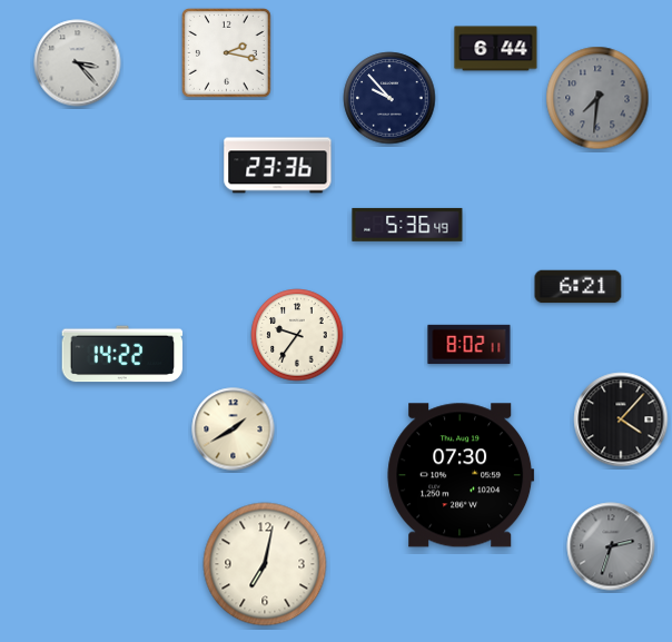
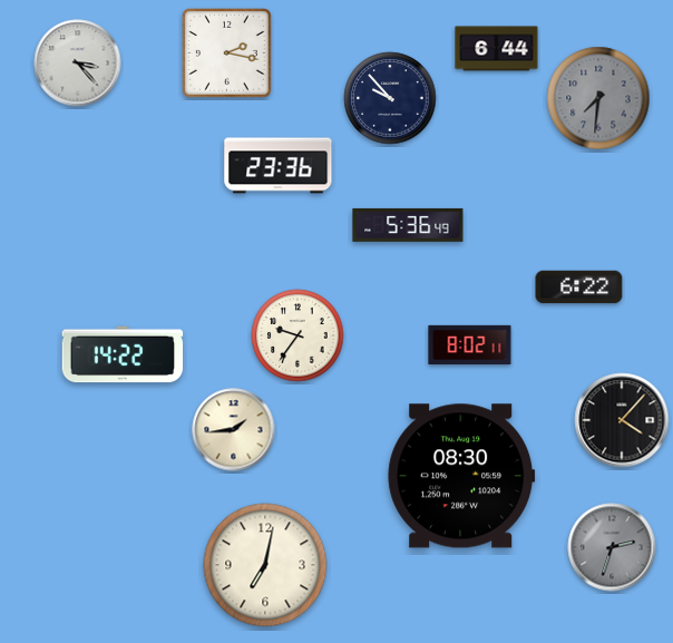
clock at (579, 287): 6:21 -> 6:22
clock at (234, 429): 1:40 -> 1:44
clock at (461, 475): 07:30 -> 08:30
